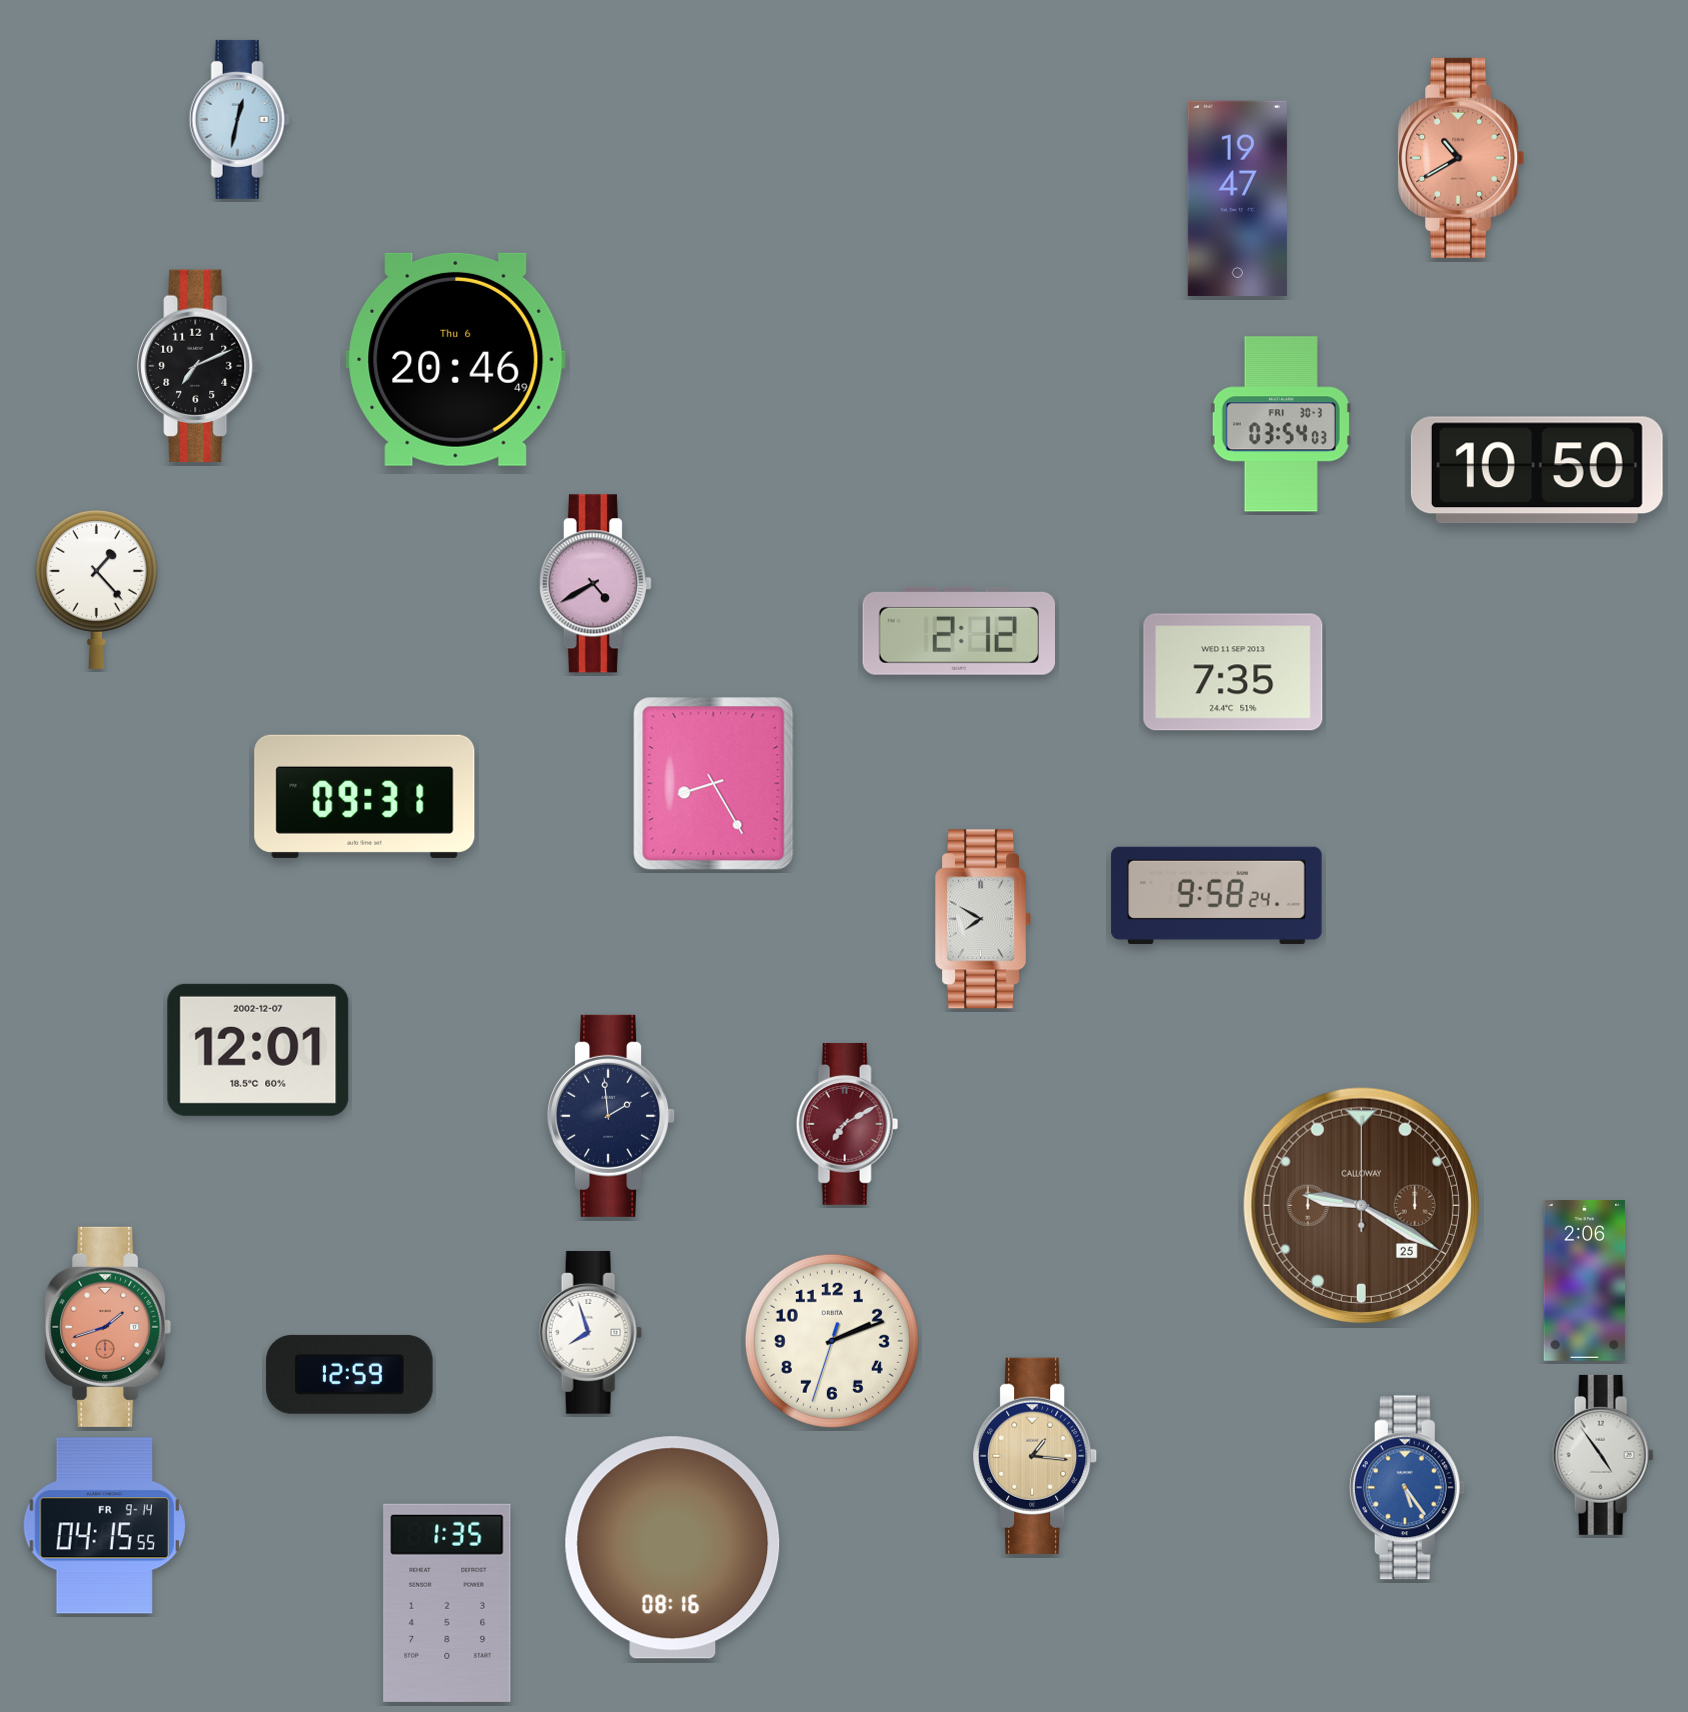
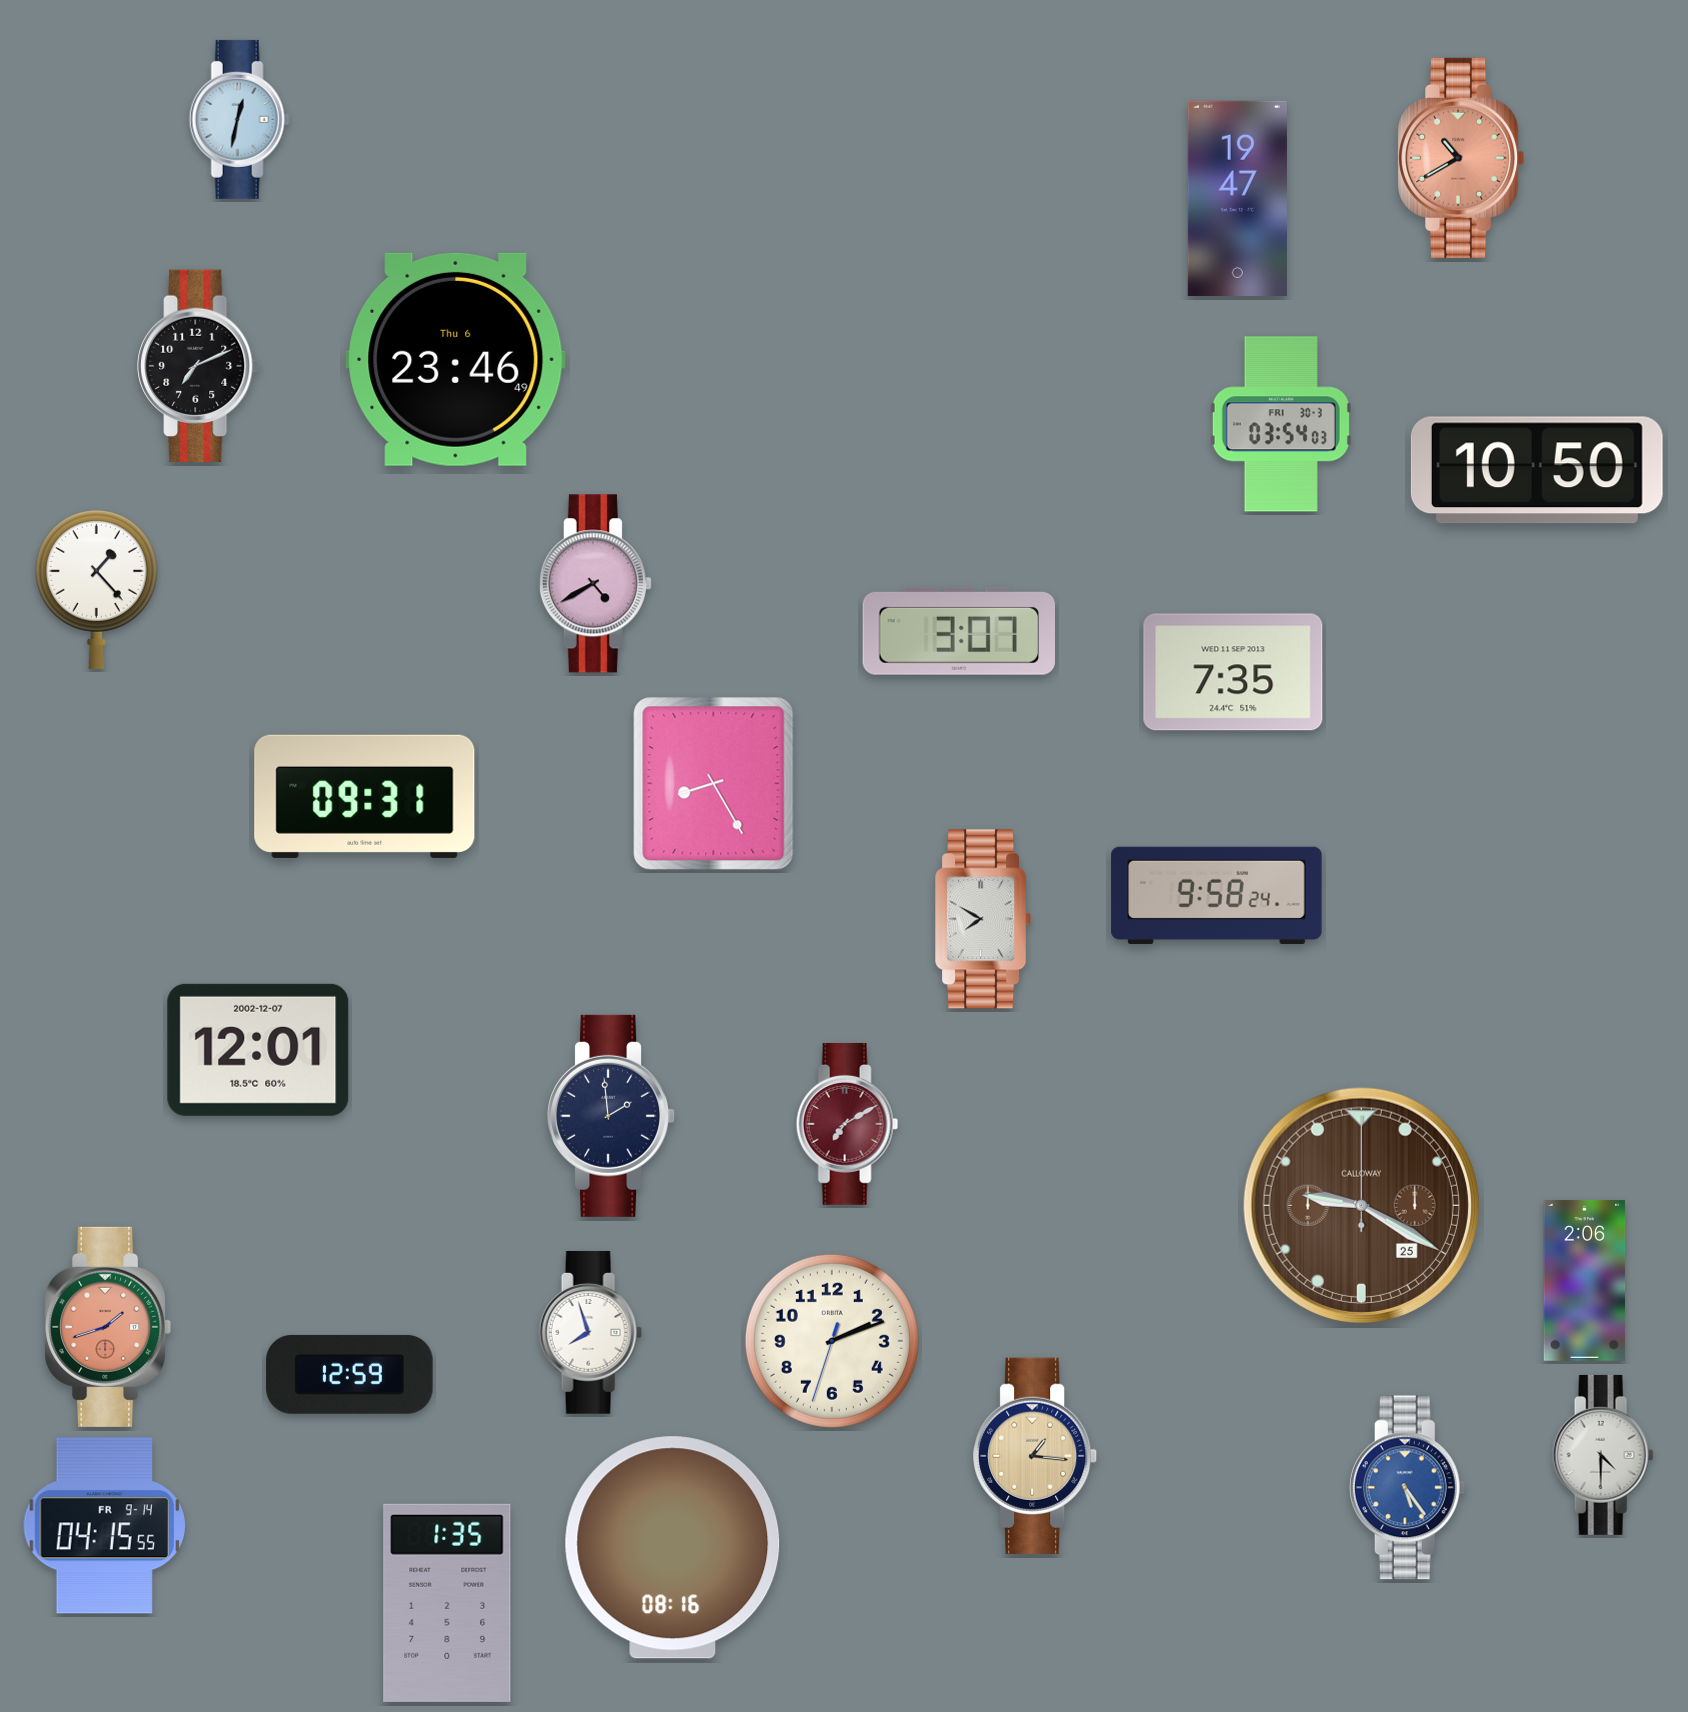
clock at (456, 359): 20:46 -> 23:46
clock at (958, 631): 2:12 -> 3:07
clock at (1603, 1455): 4:54 -> 4:30
